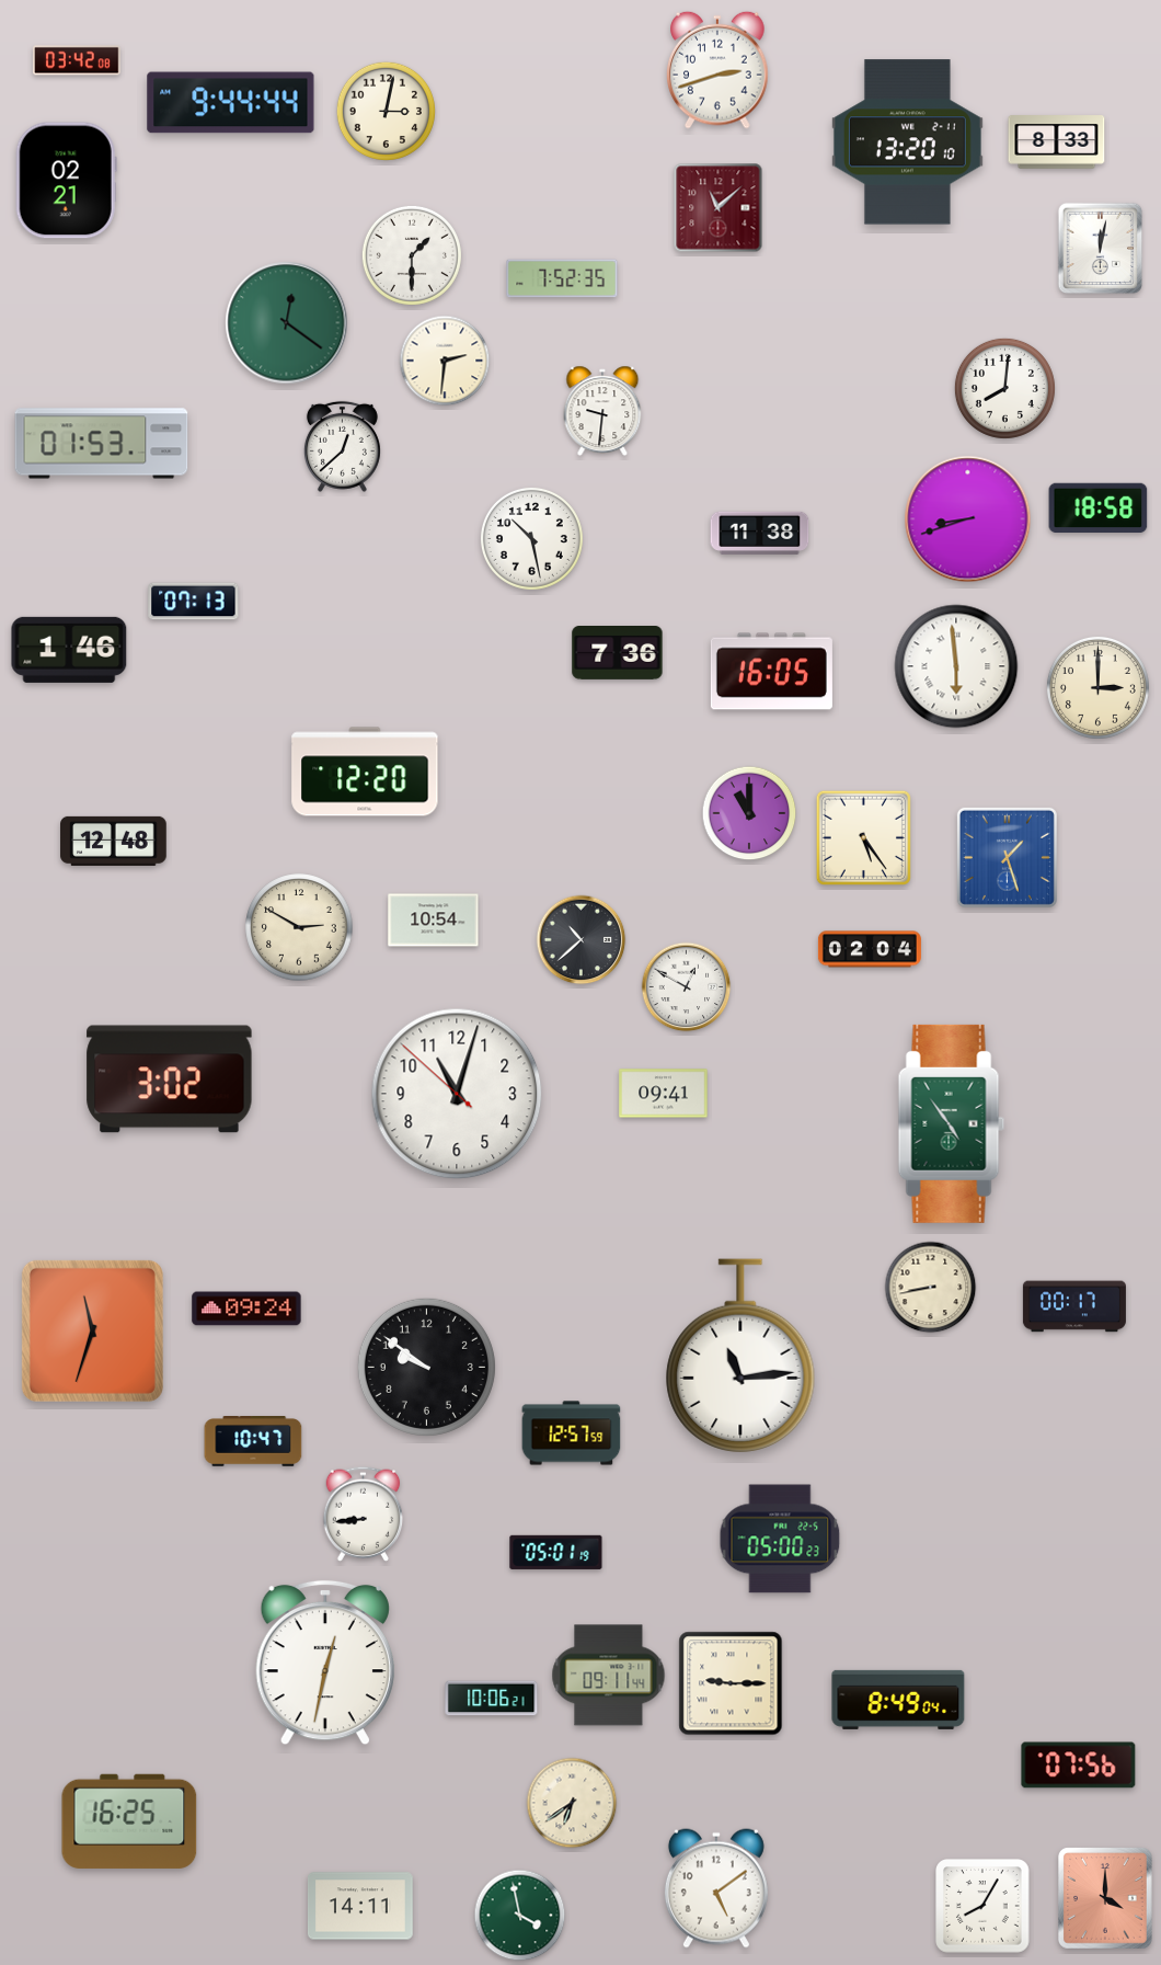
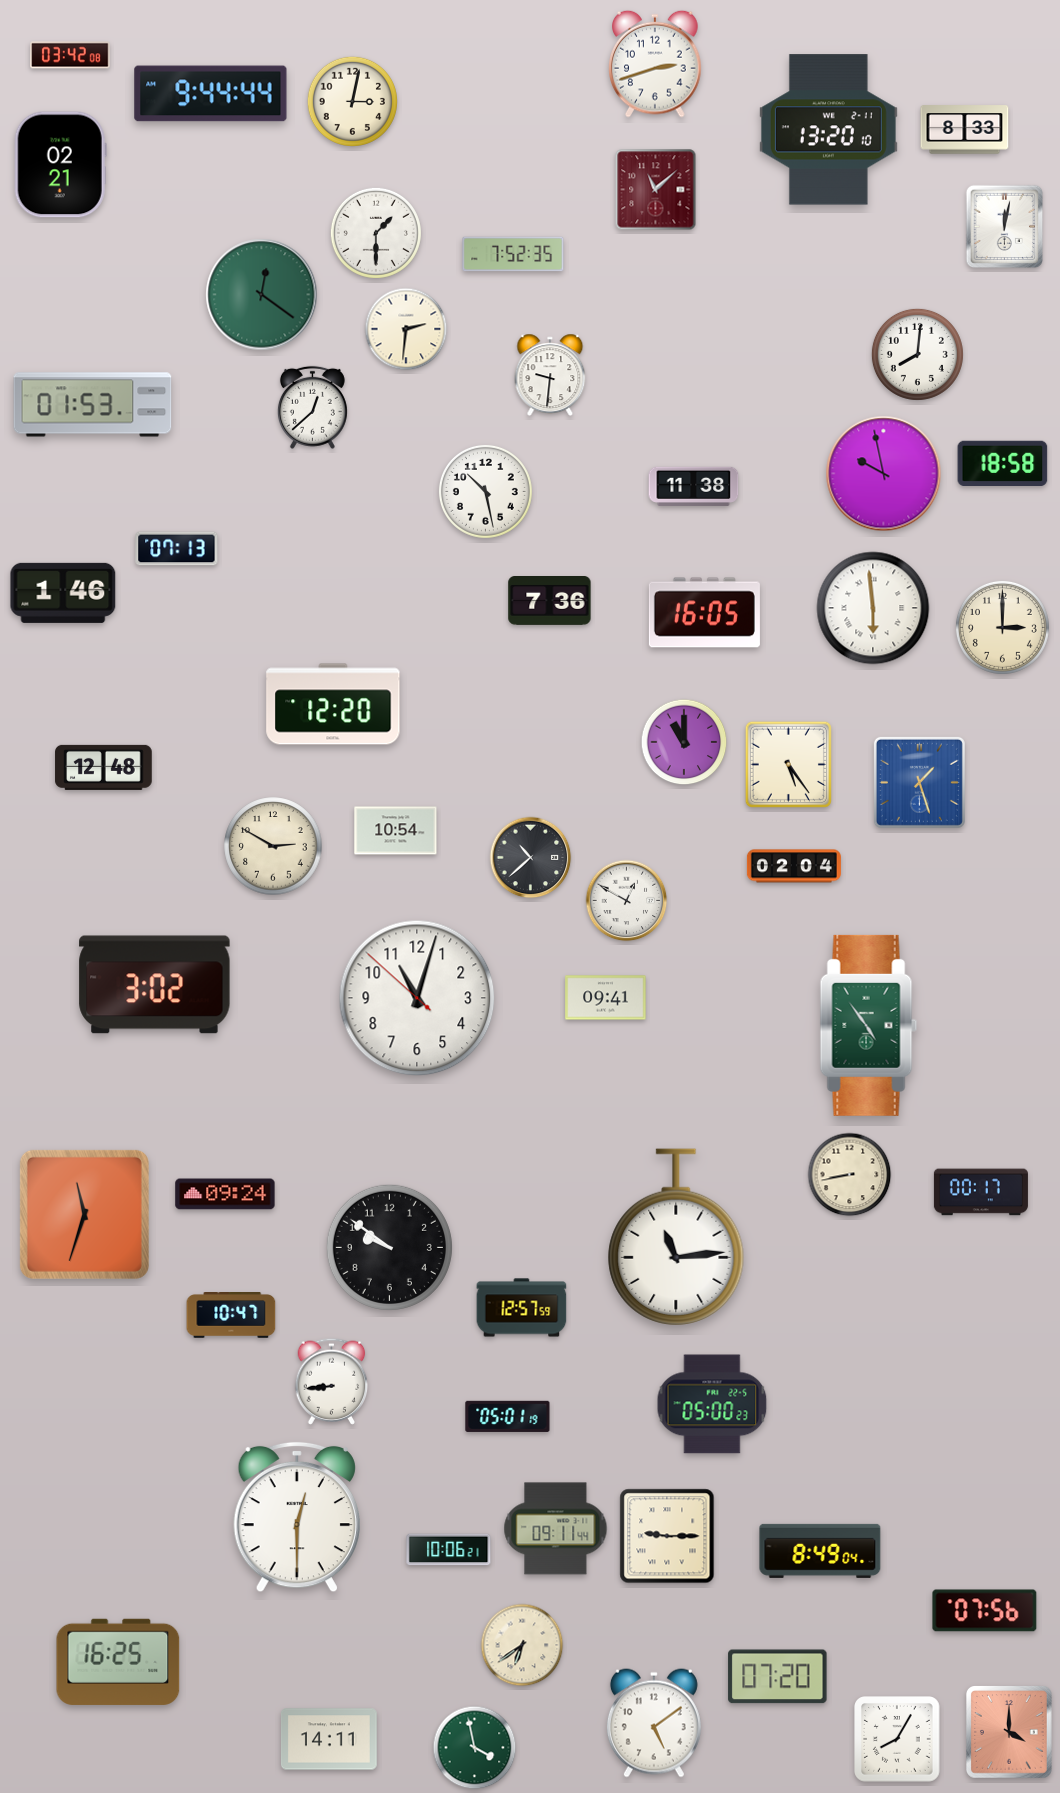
clock at (968, 519): 8:42 -> 9:58
clock at (618, 653) position: (618, 653) -> (550, 601)
clock at (434, 921) position: (434, 921) -> (396, 831)
clock at (325, 1663): 12:32 -> 12:30
clock at (778, 1677): none -> 07:20
